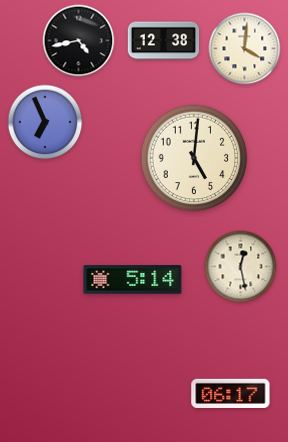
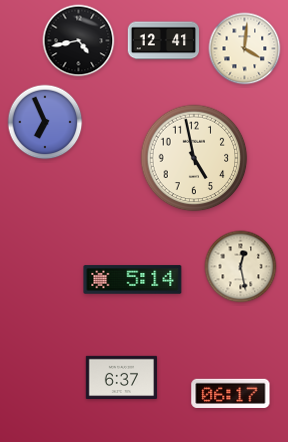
clock at (164, 41): 12:38 -> 12:41
clock at (194, 158): 5:01 -> 4:58
clock at (122, 377): none -> 6:37
